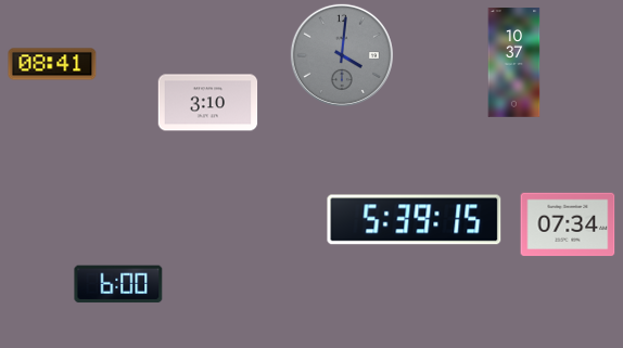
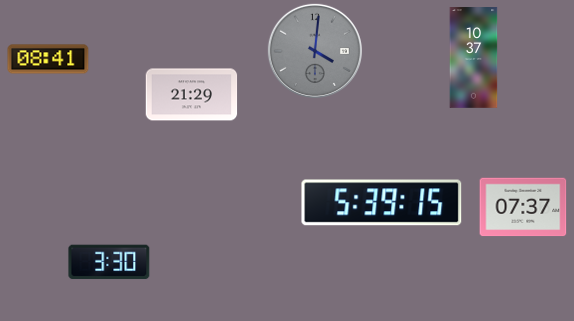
clock at (208, 103): 3:10 -> 21:29
clock at (568, 224): 07:34 -> 07:37
clock at (118, 284): 6:00 -> 3:30
